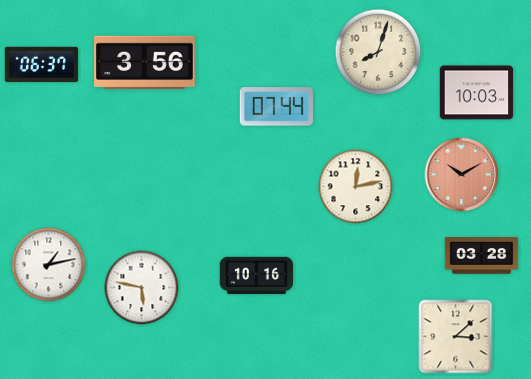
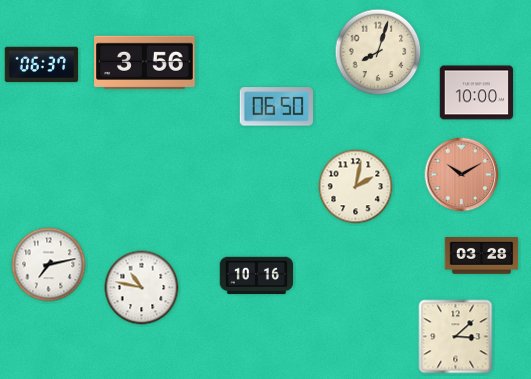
clock at (477, 93): 10:03 -> 10:00
clock at (276, 107): 07:44 -> 06:50
clock at (356, 187): 12:13 -> 2:02
clock at (49, 265): 1:13 -> 7:13
clock at (142, 288): 5:47 -> 10:47
